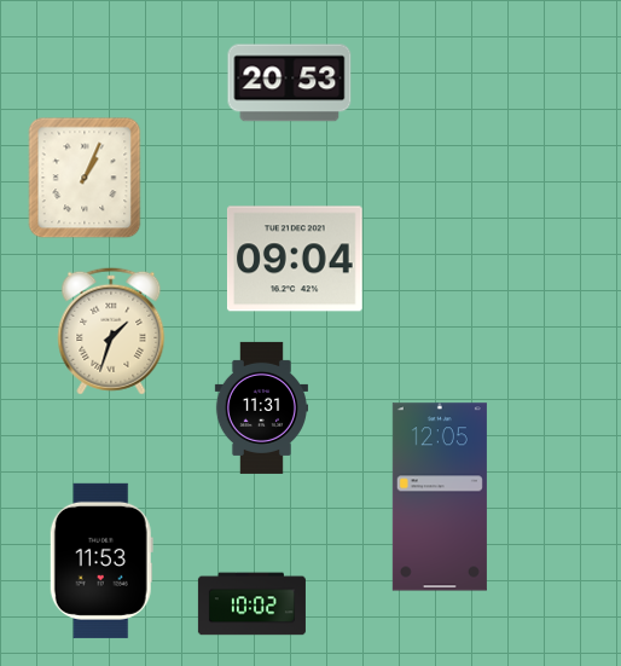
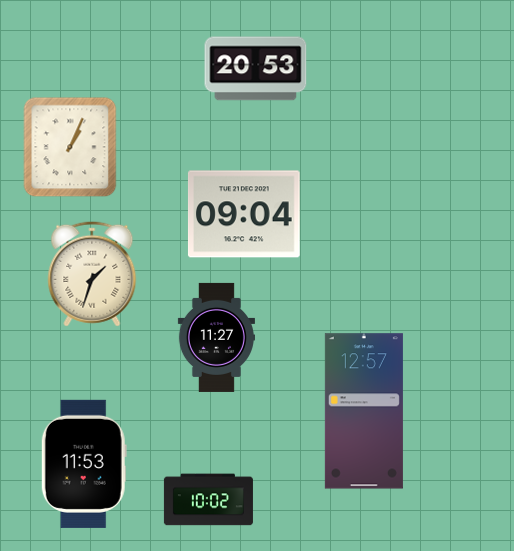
clock at (290, 83) position: (290, 83) -> (256, 69)
clock at (261, 407): 11:31 -> 11:27
clock at (440, 497): 12:05 -> 12:57
